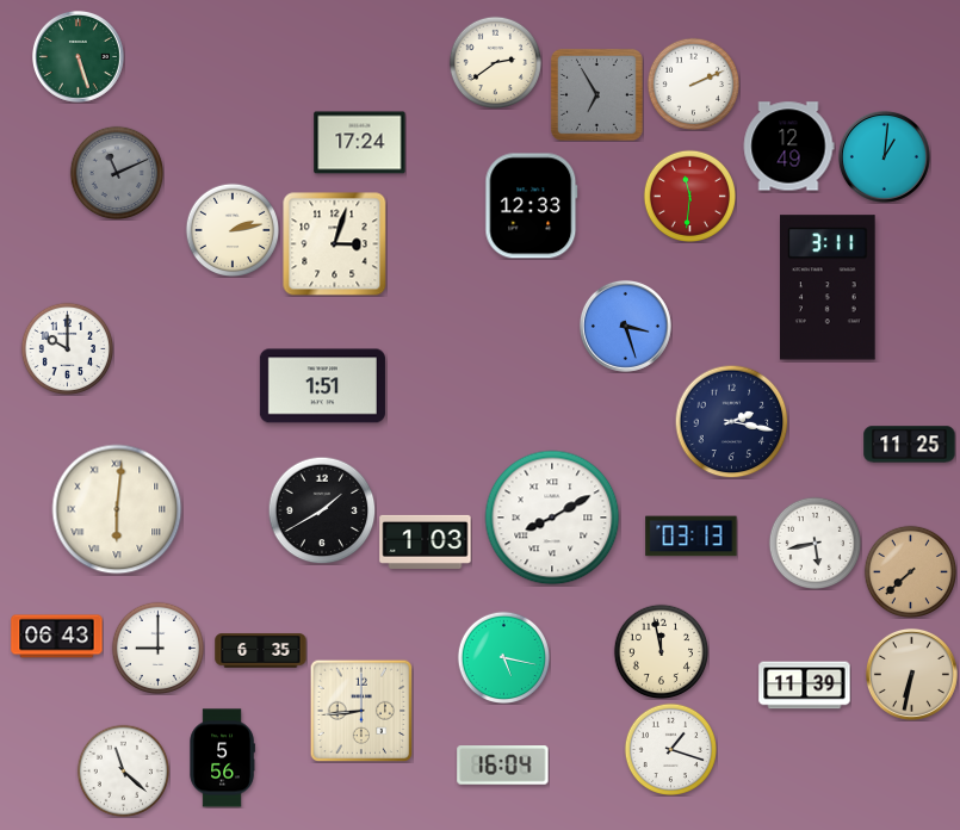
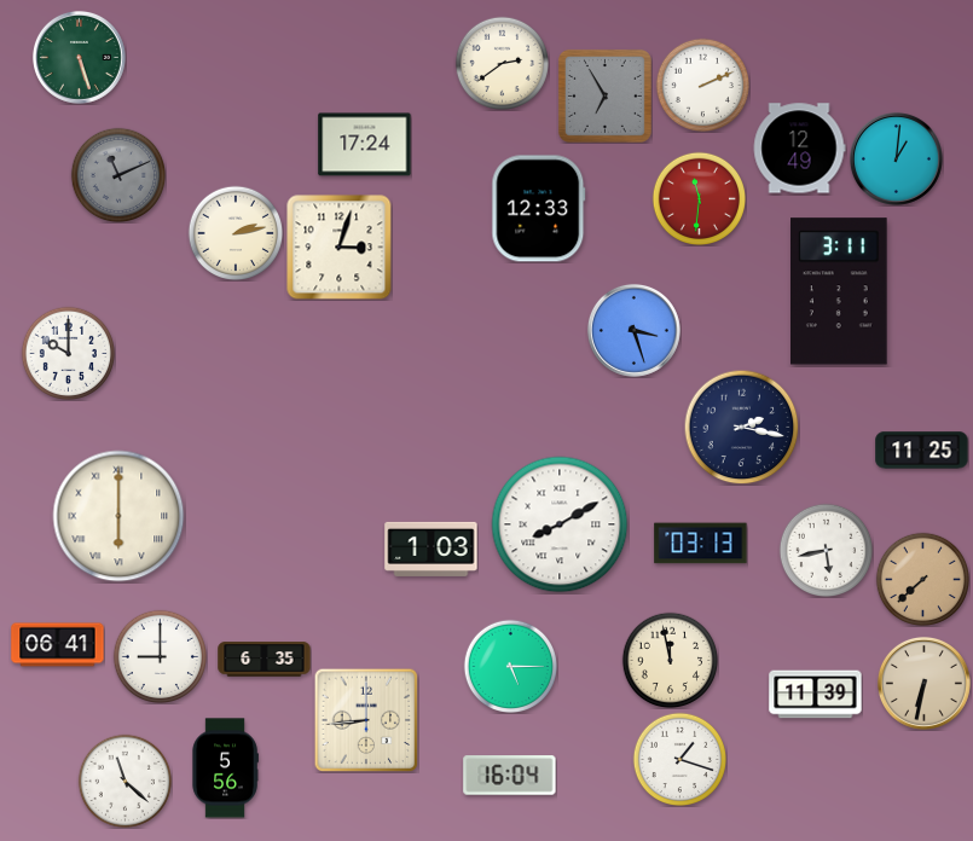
clock at (322, 386): 1:51 -> none
clock at (117, 509): 6:01 -> 6:00
clock at (322, 510): 1:40 -> none
clock at (57, 637): 06:43 -> 06:41
clock at (503, 657): 5:17 -> 5:15
